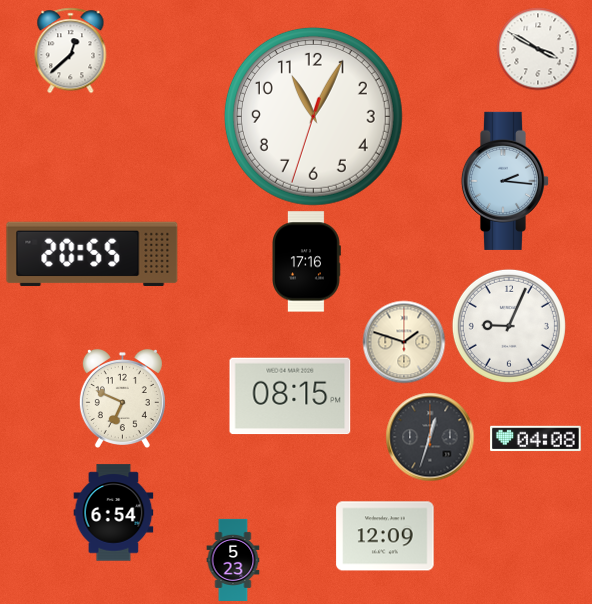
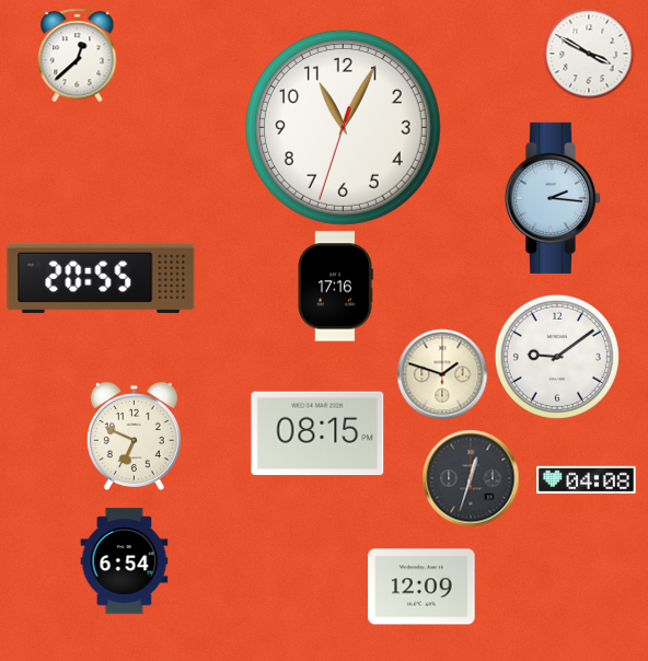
clock at (509, 326): 9:04 -> 9:09
clock at (233, 560): 5:23 -> none
